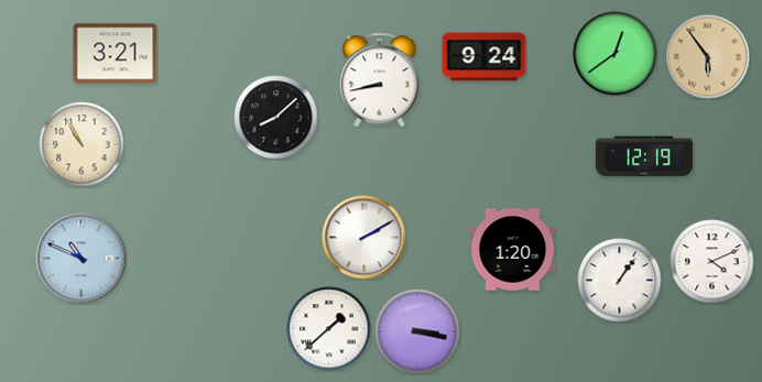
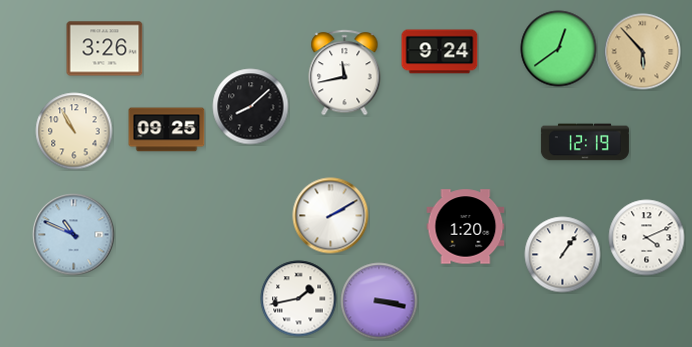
clock at (116, 54): 3:21 -> 3:26
clock at (708, 57): 5:54 -> 5:53
clock at (380, 80): 8:43 -> 11:43
clock at (167, 130): none -> 09:25
clock at (329, 329): 1:38 -> 1:43
